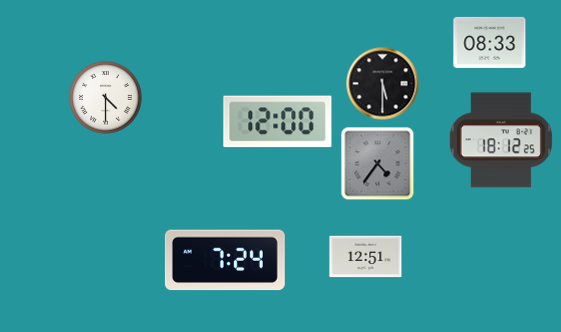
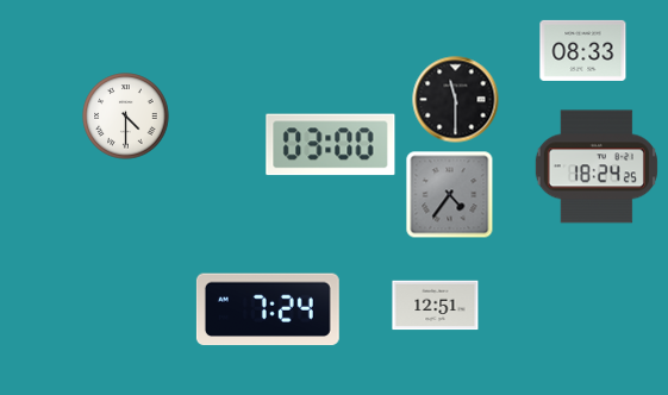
clock at (383, 84): 5:30 -> 11:30
clock at (278, 122): 12:00 -> 03:00
clock at (501, 140): 18:12 -> 18:24
